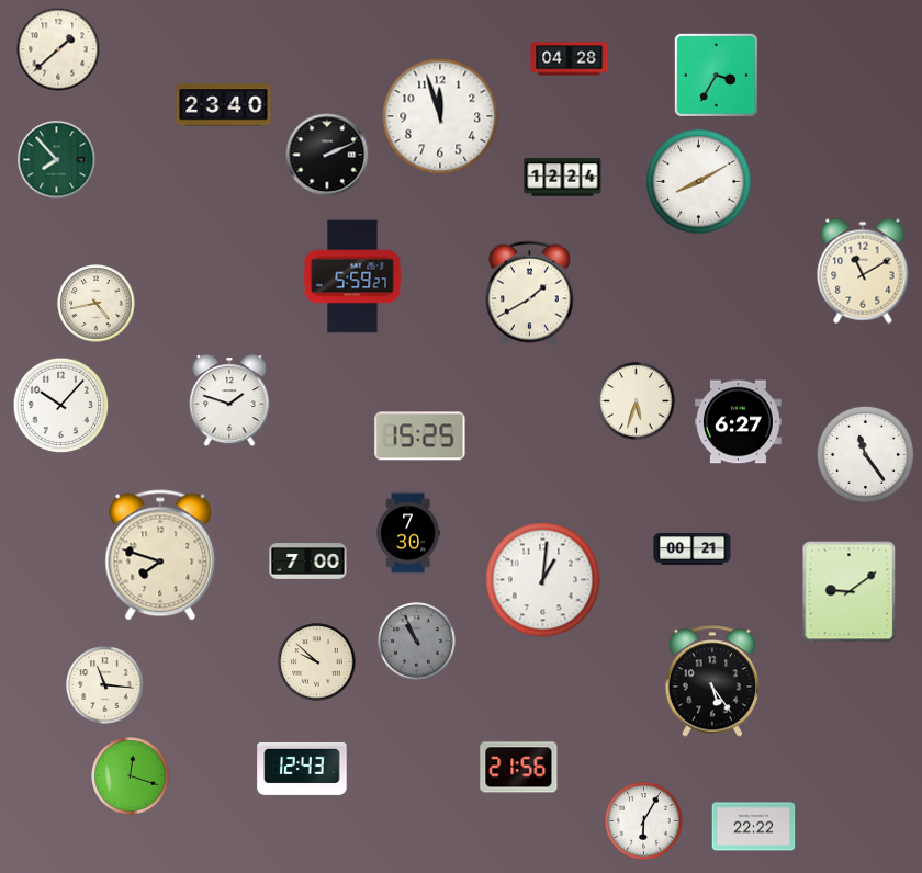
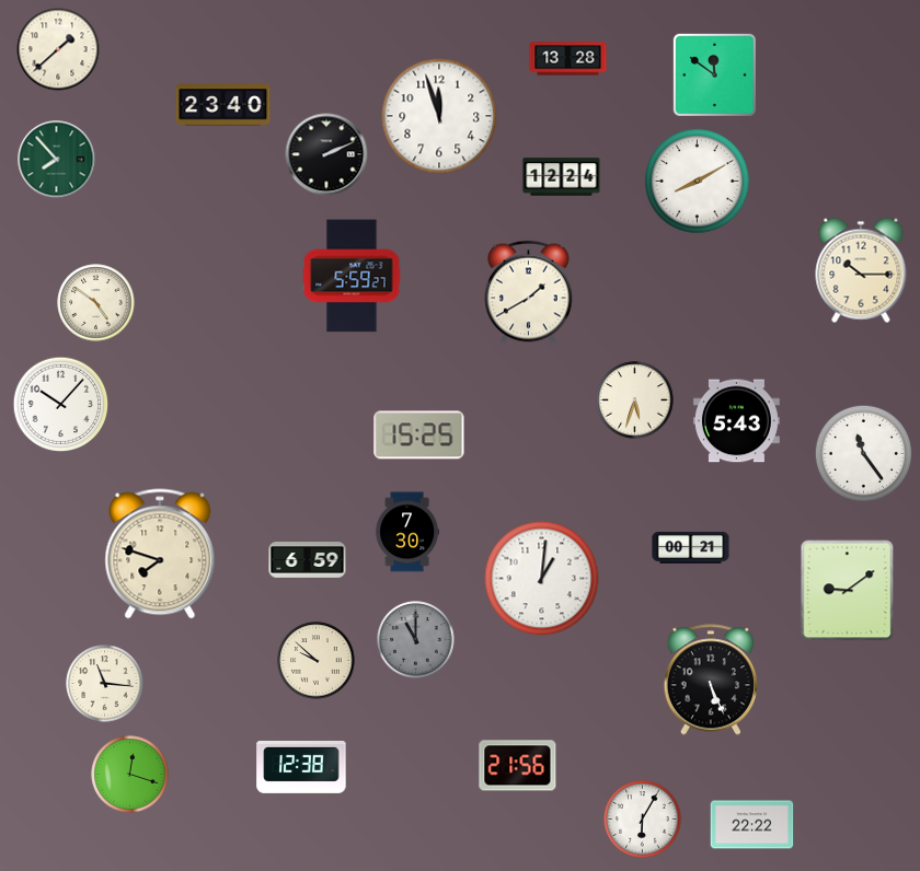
clock at (570, 59): 04:28 -> 13:28
clock at (716, 75): 3:35 -> 11:51
clock at (863, 271): 11:10 -> 10:15
clock at (97, 304): 4:43 -> 4:51
clock at (229, 401): 1:48 -> none
clock at (738, 422): 6:27 -> 5:43
clock at (308, 562): 7:00 -> 6:59
clock at (417, 642): 10:56 -> 11:00
clock at (712, 681): 5:24 -> 5:26
clock at (302, 769): 12:43 -> 12:38
